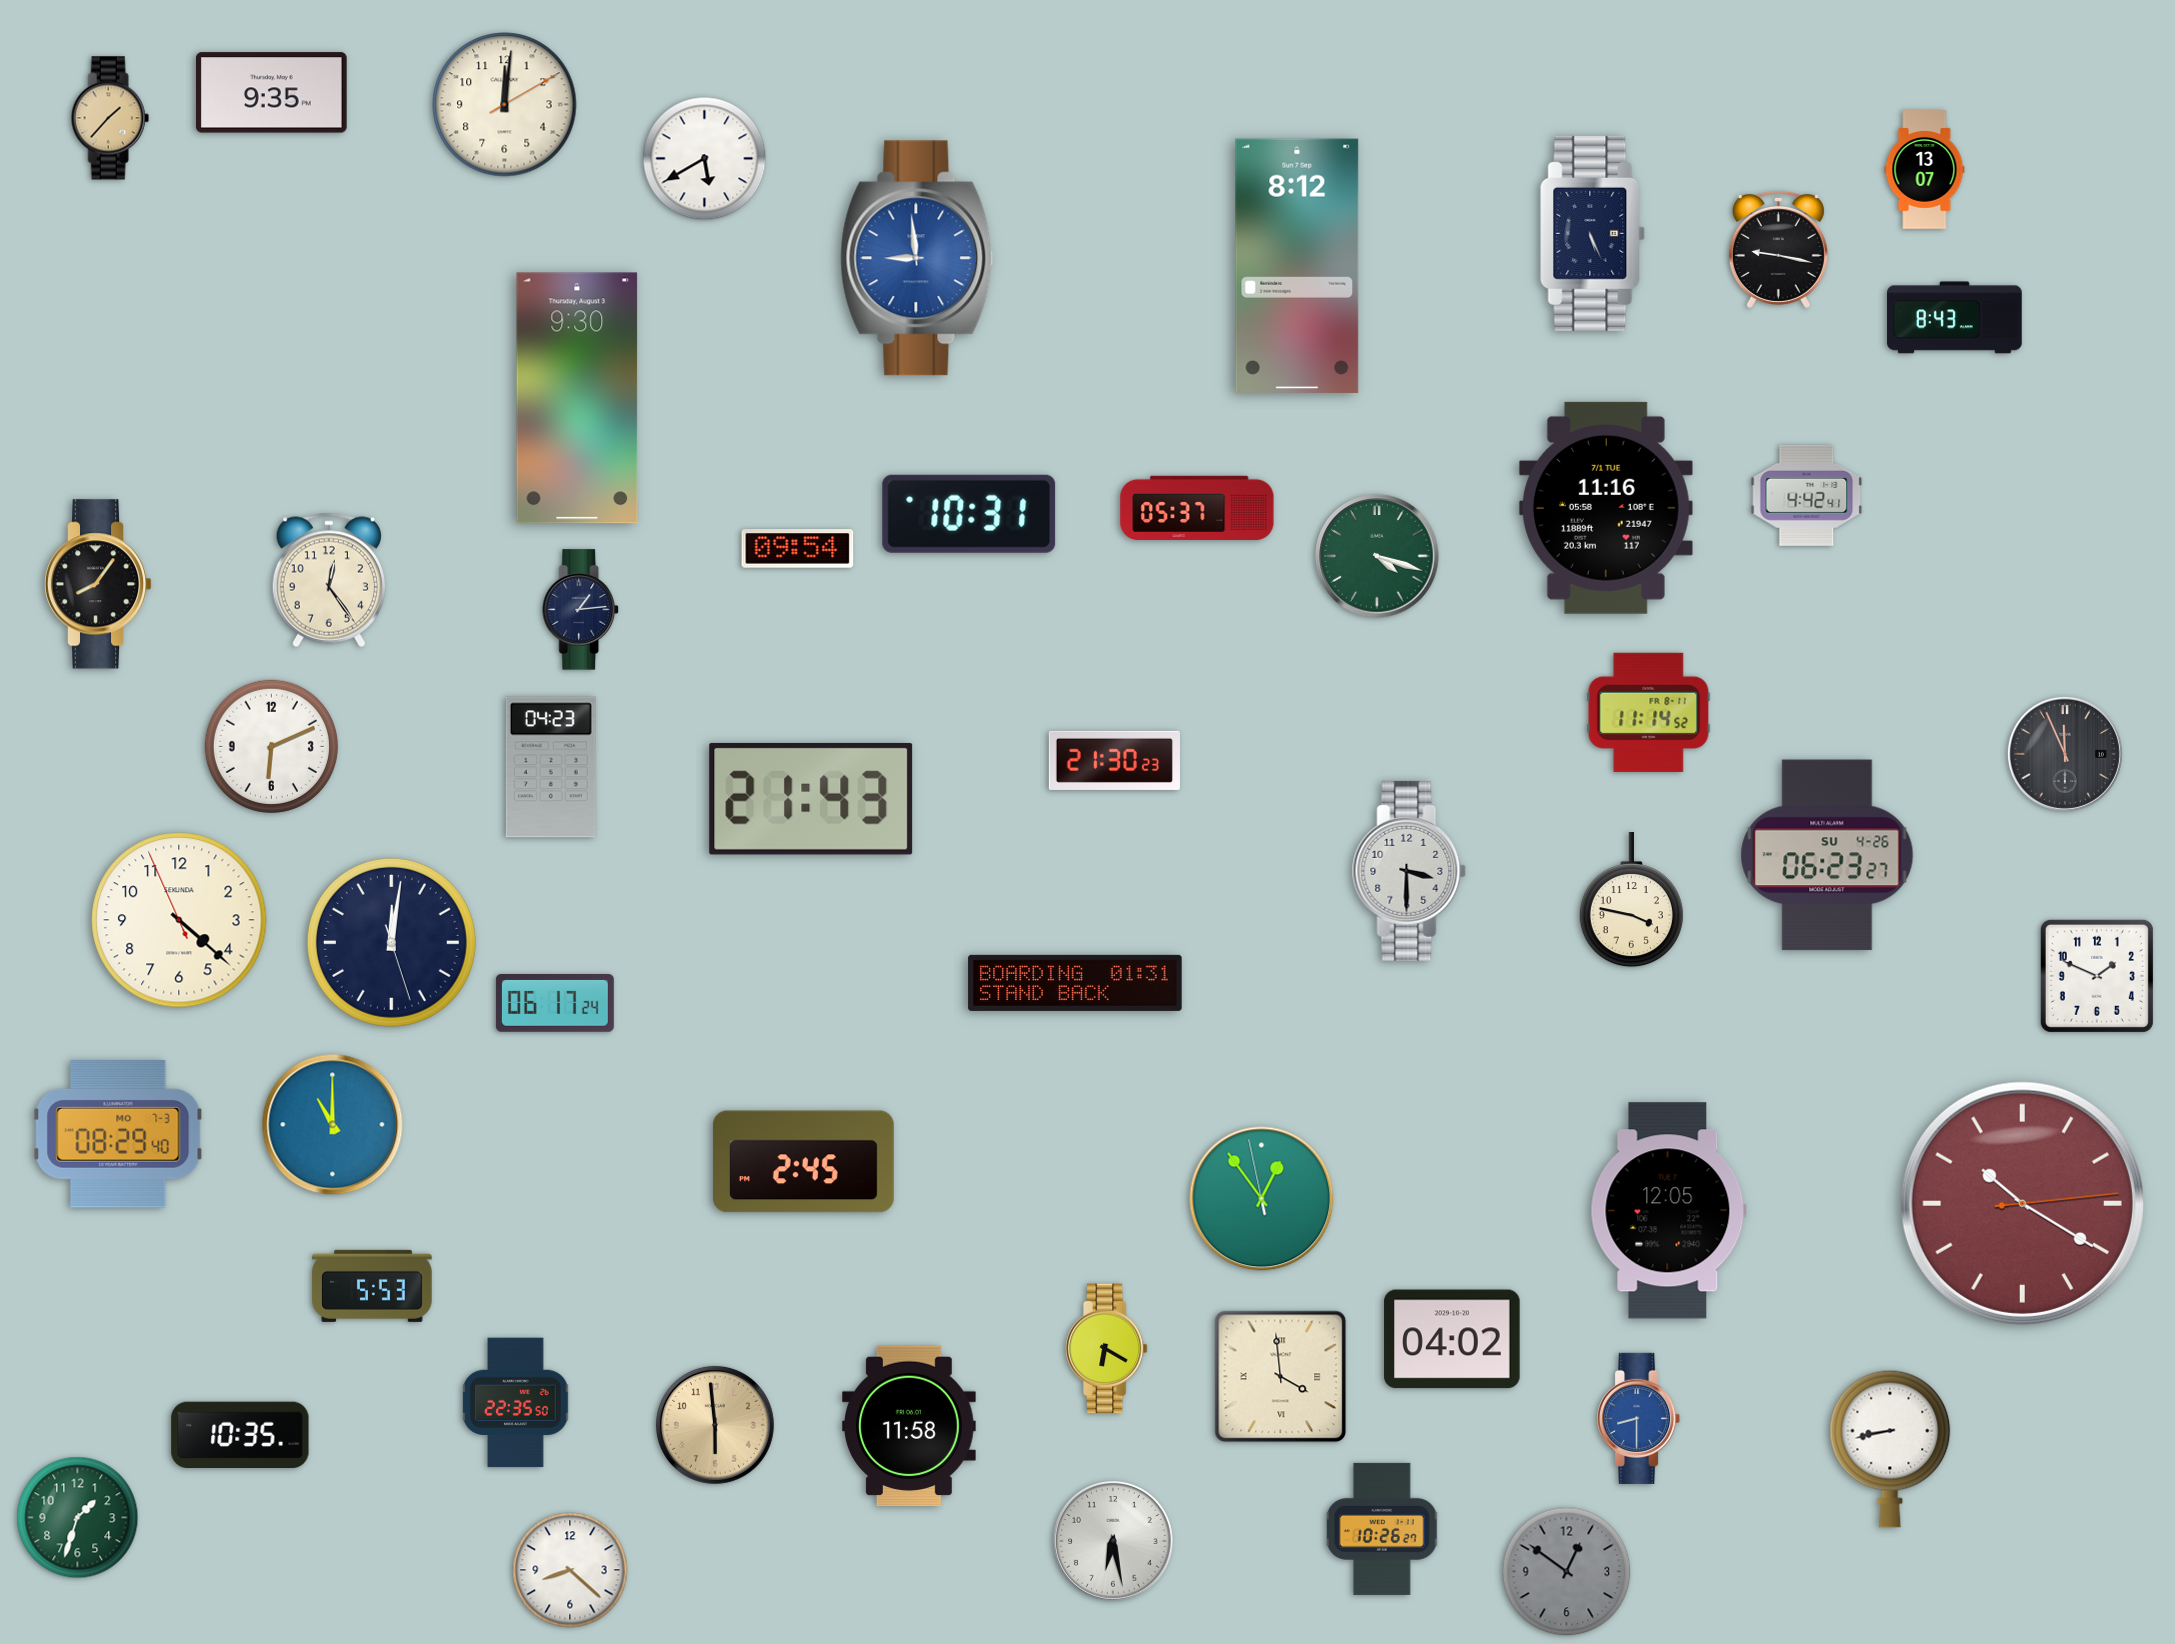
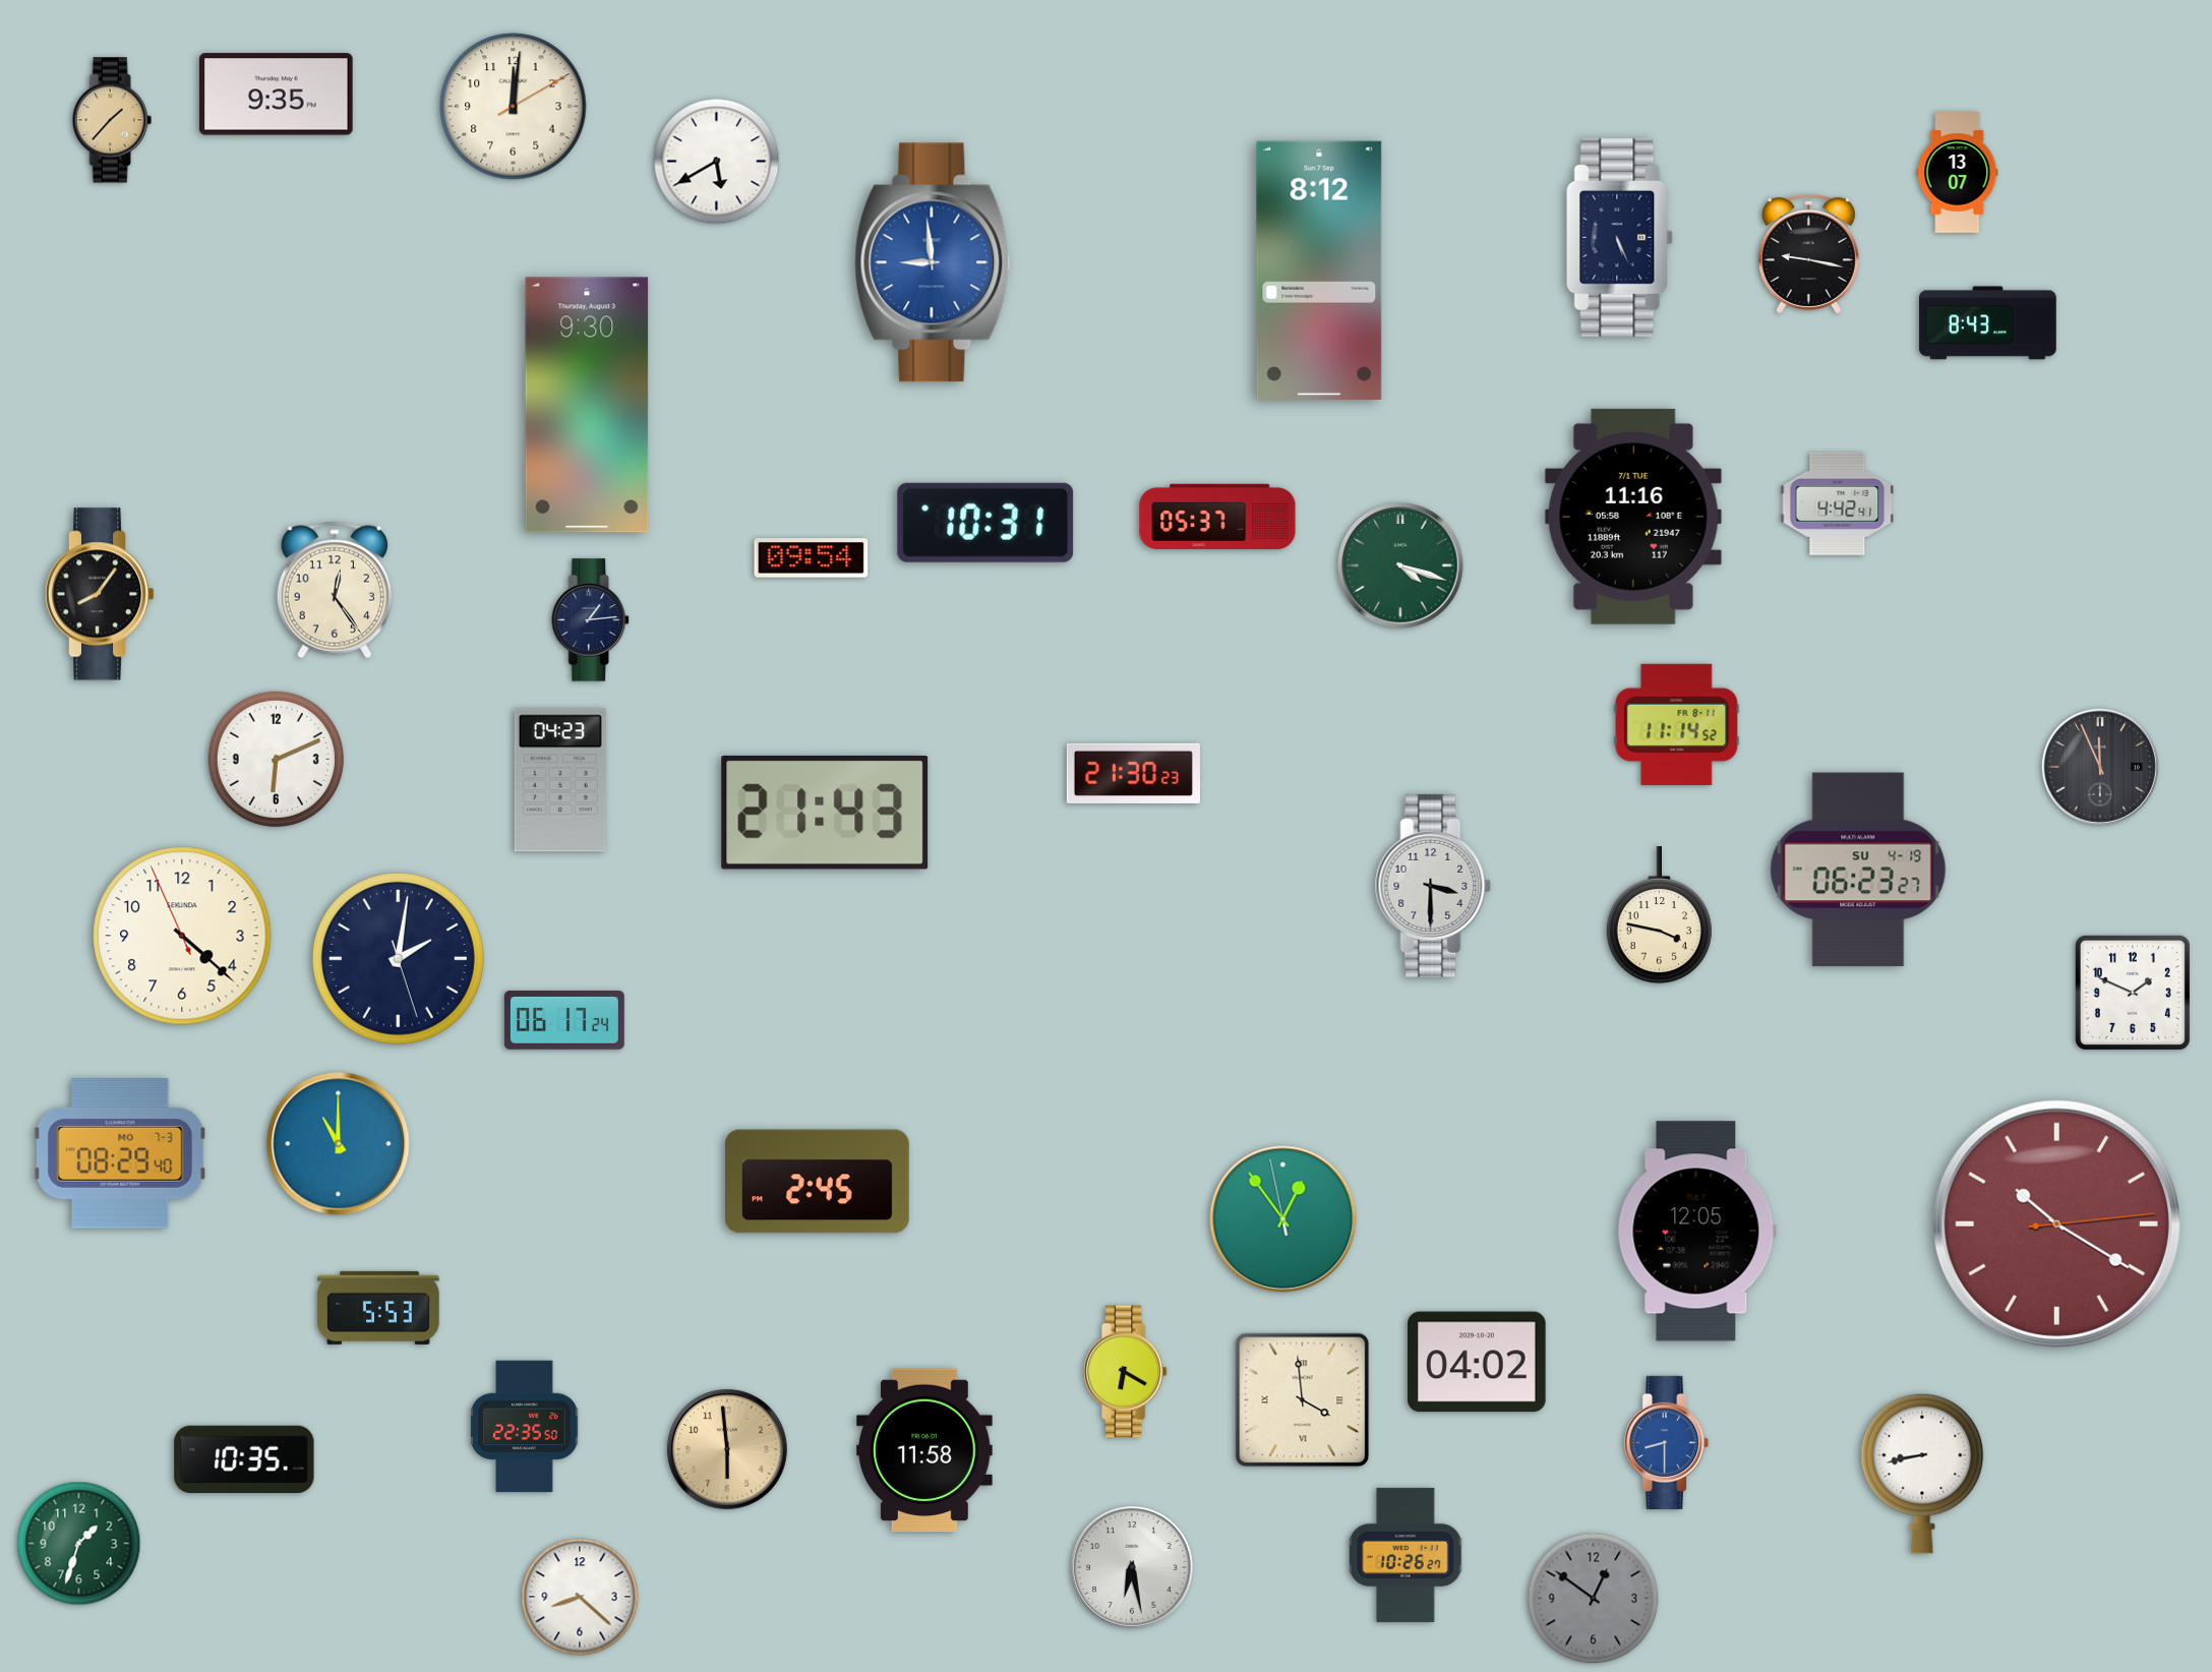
clock at (1827, 855) date: SU 4-26 -> SU 4-19
clock at (391, 942): 12:01 -> 2:01
clock at (1075, 983): 01:31 -> none
